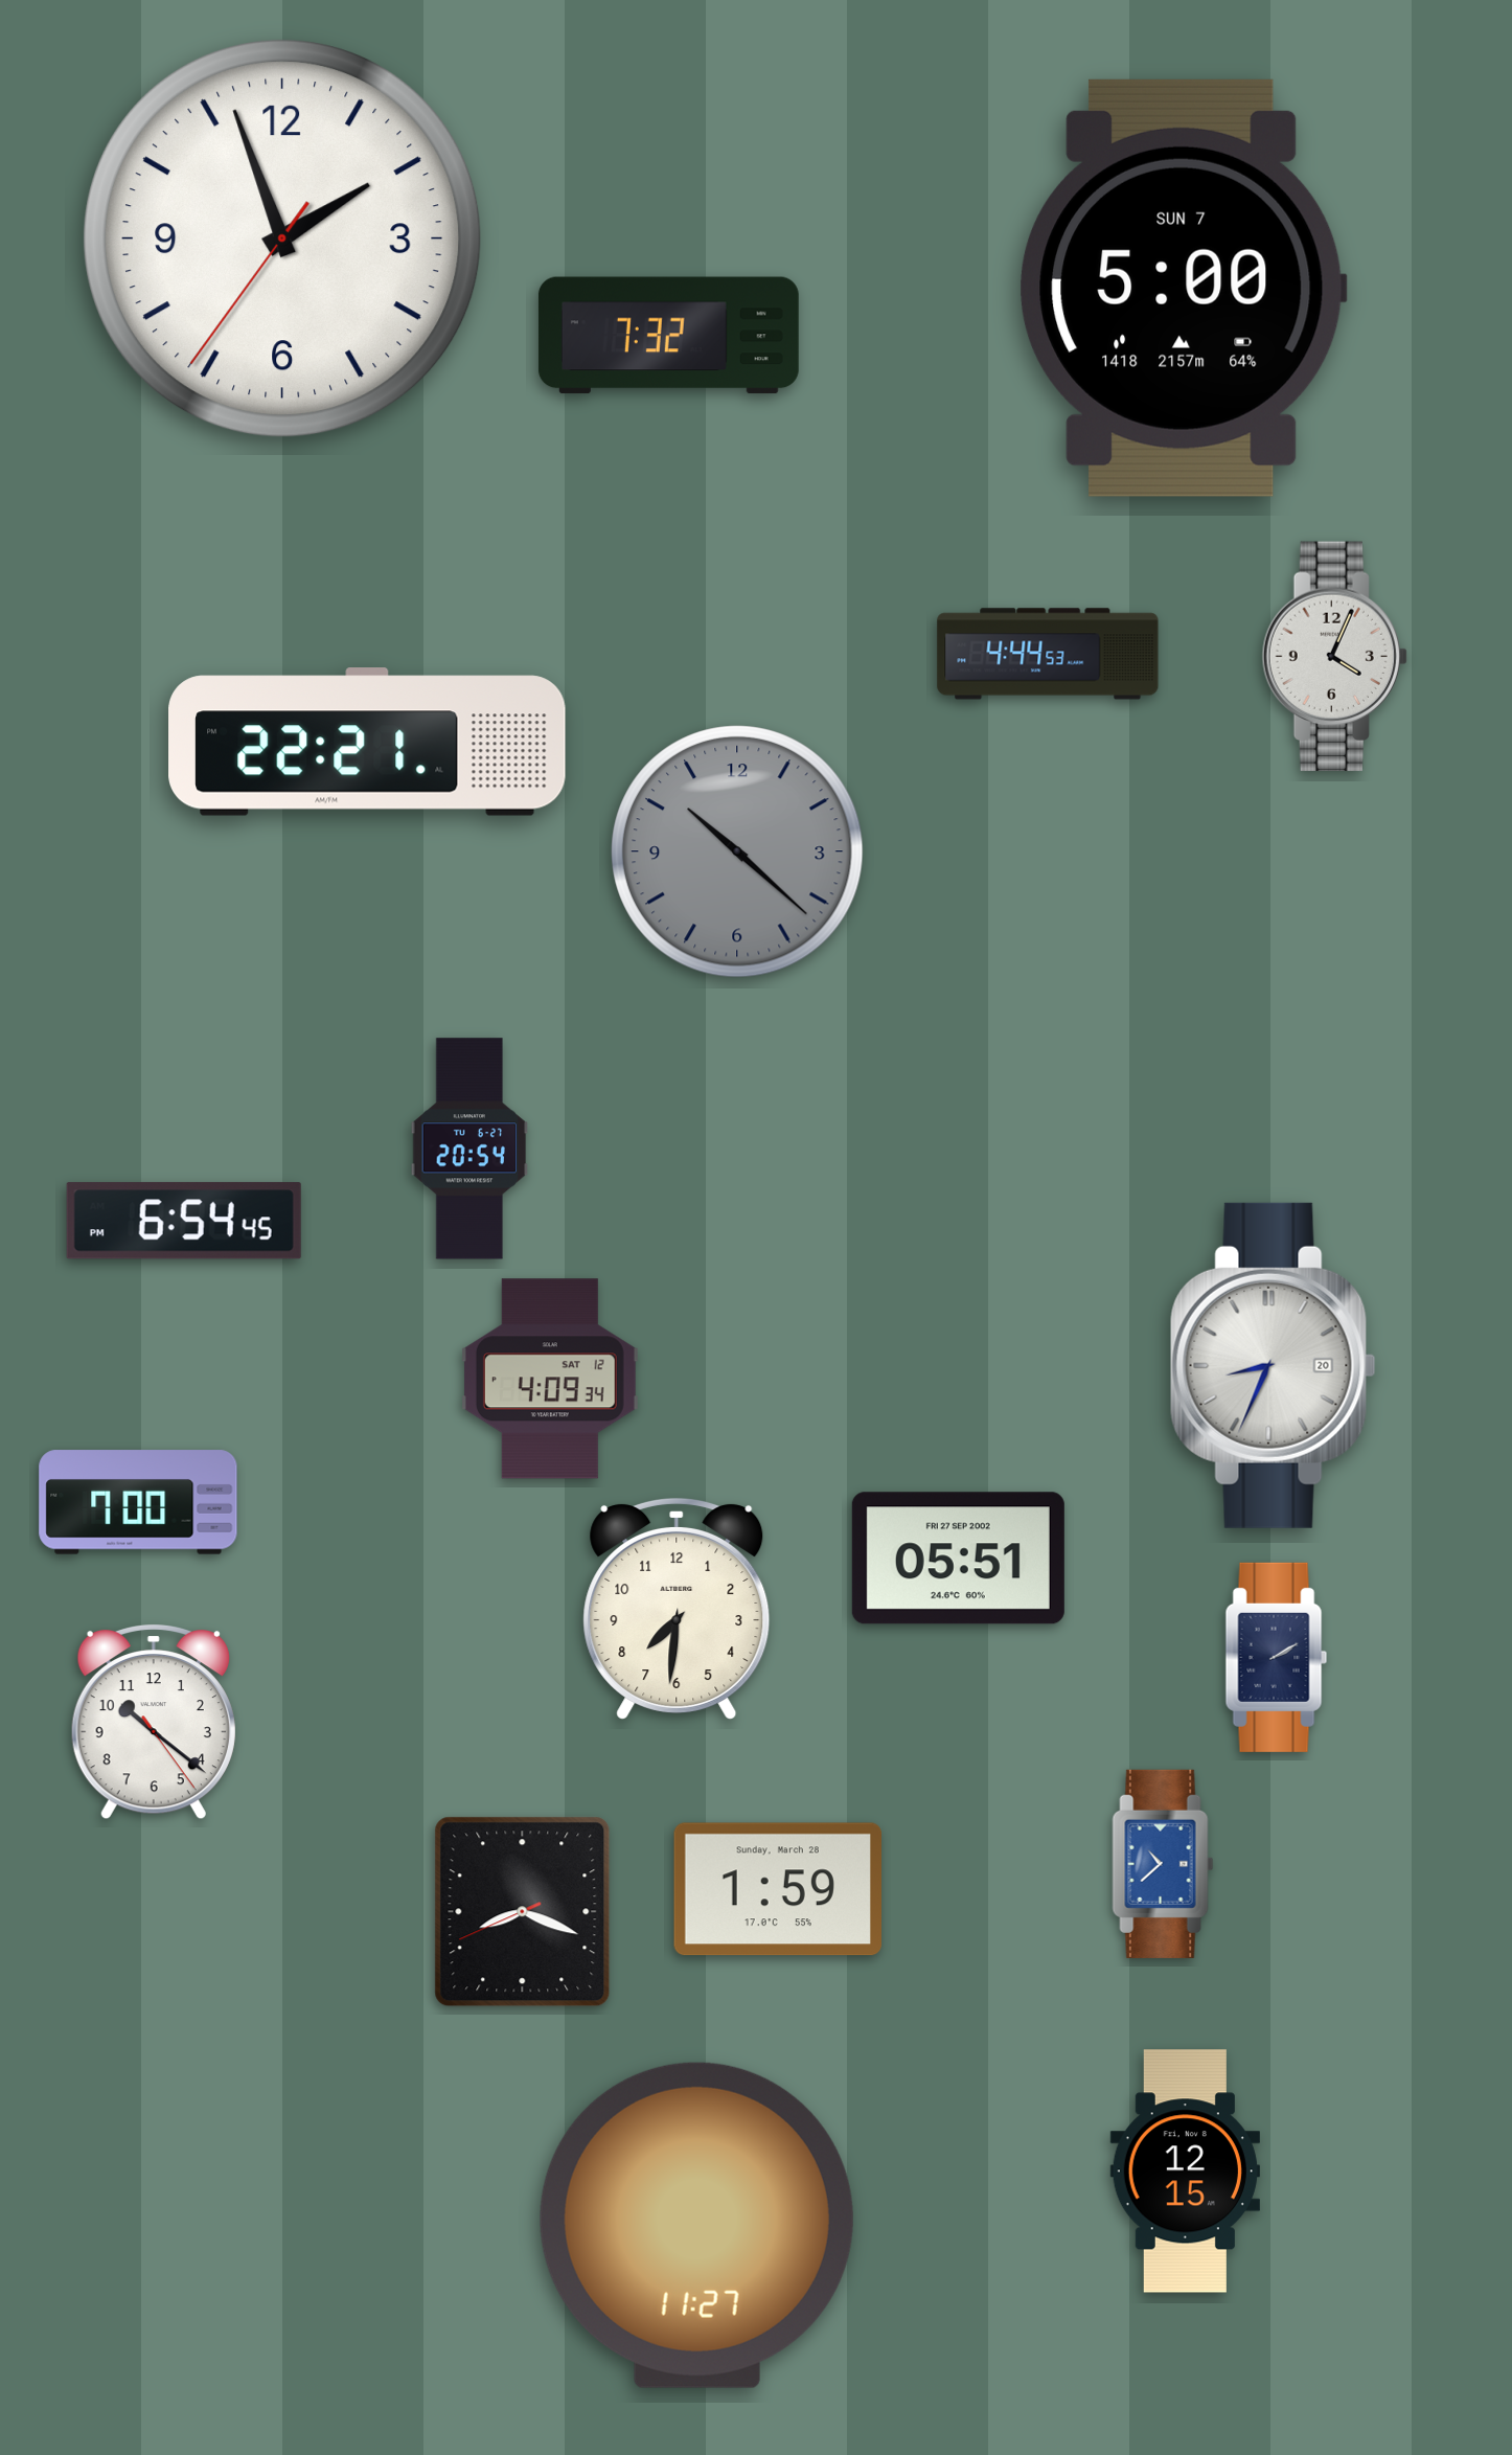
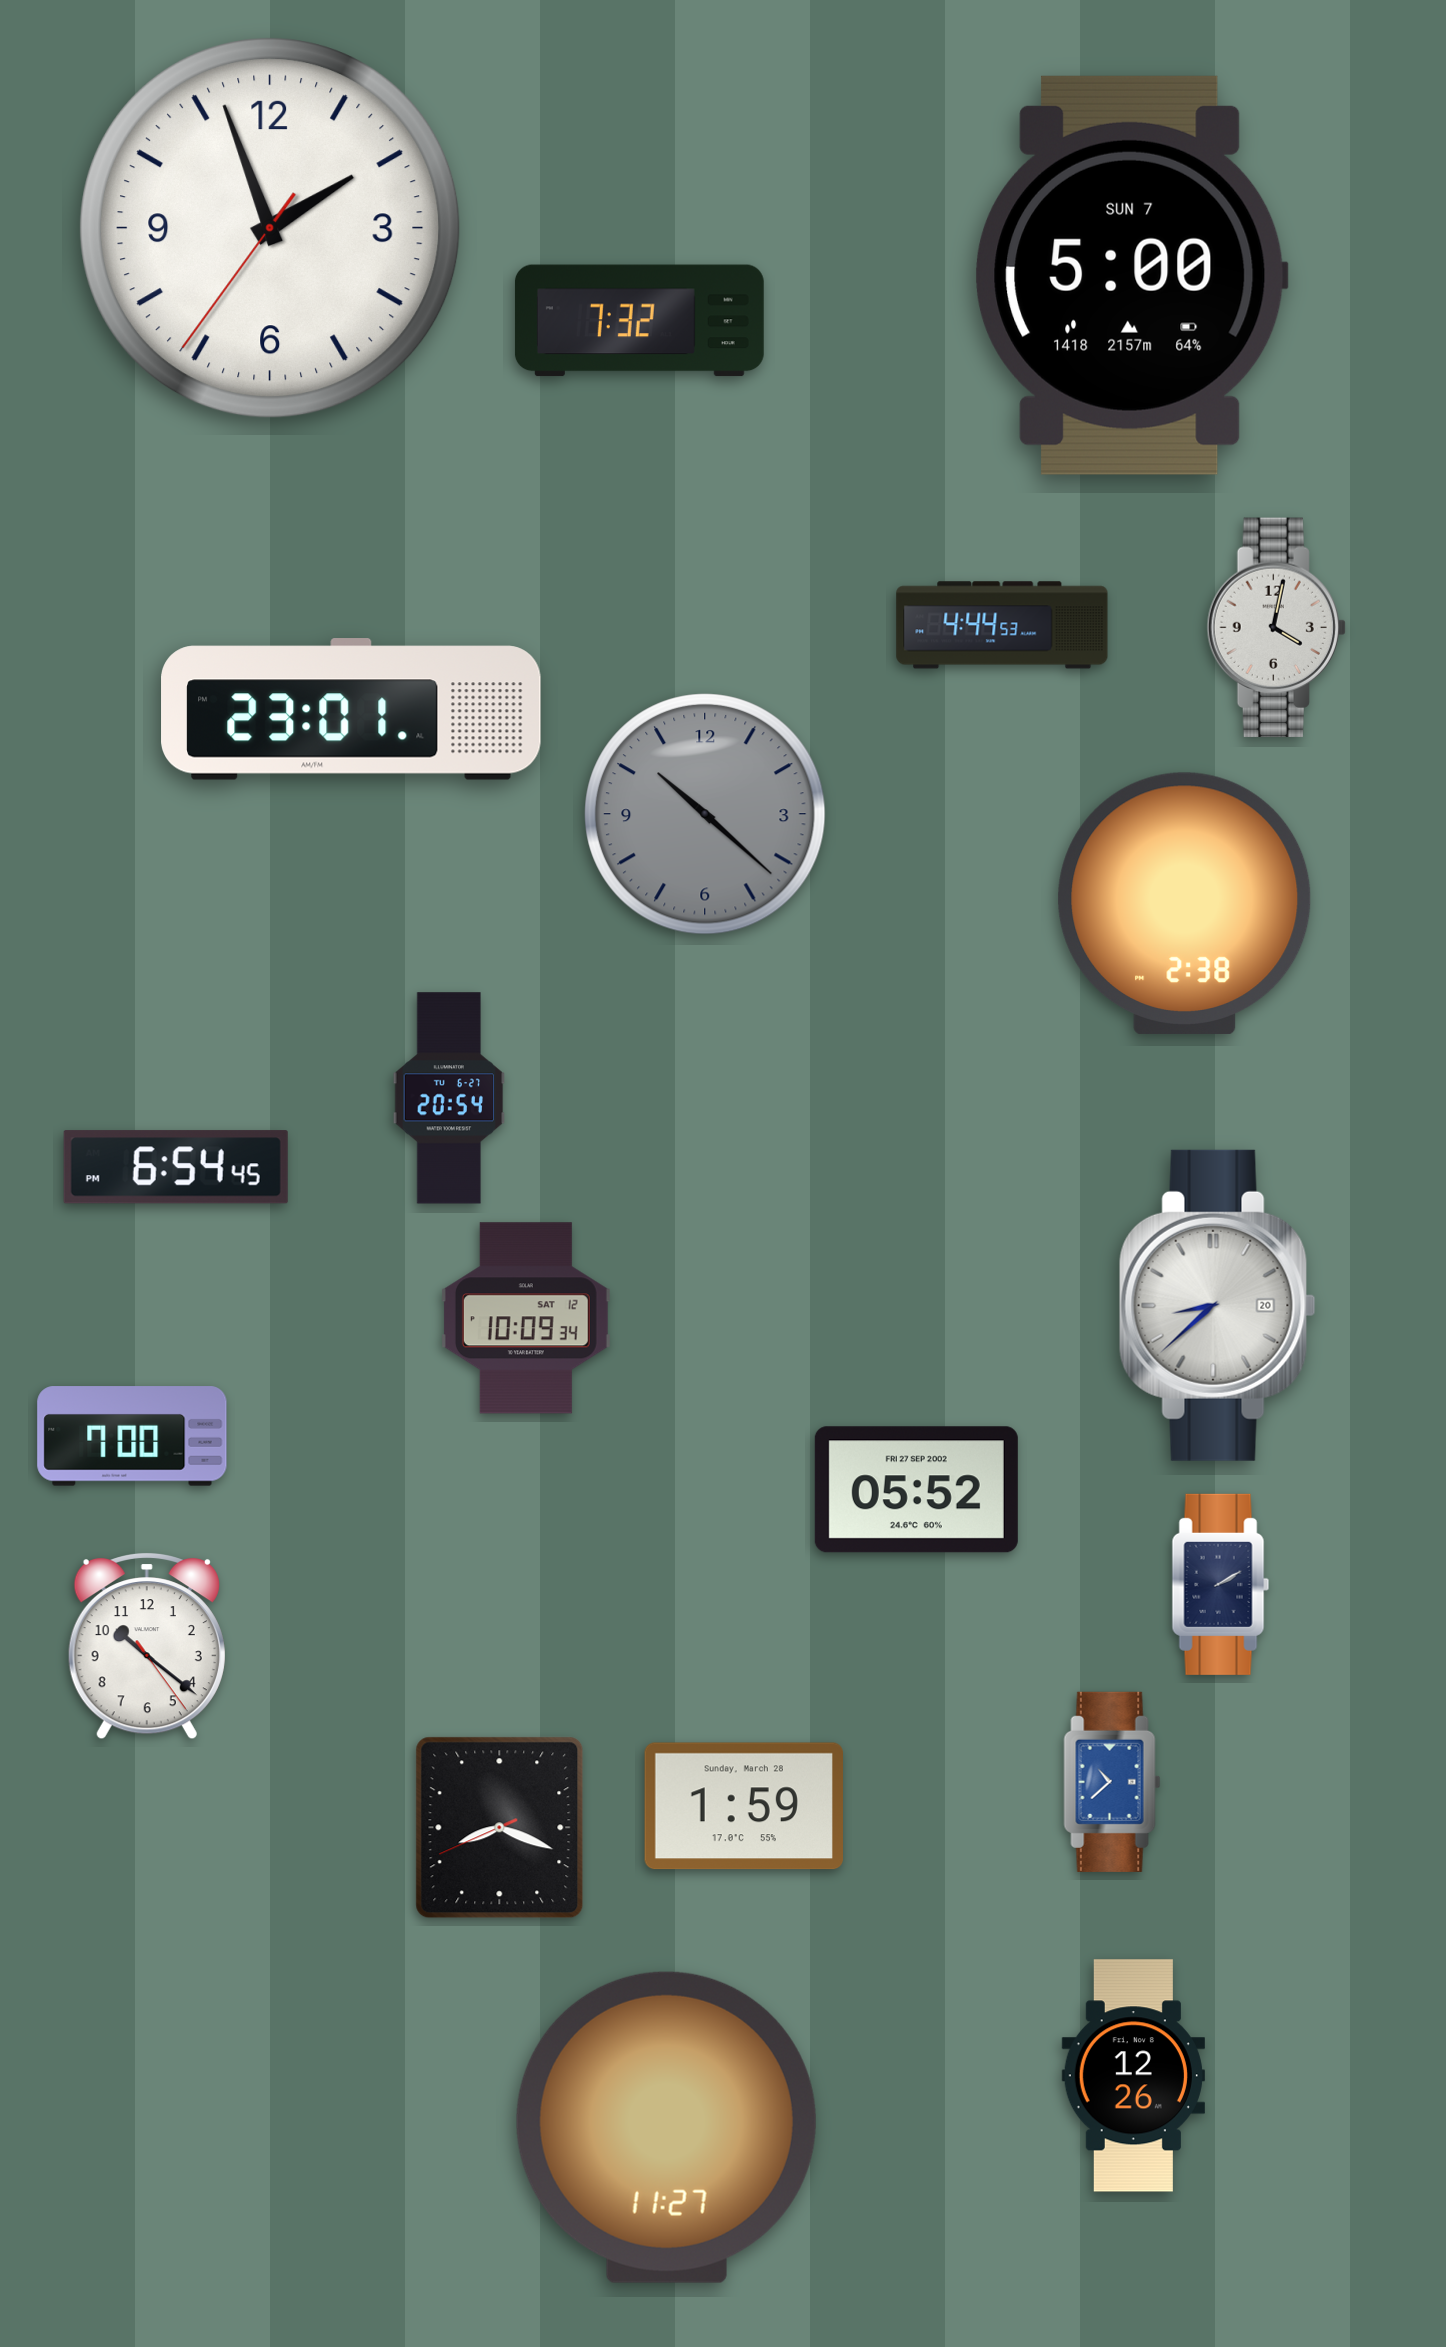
clock at (1334, 657): 4:04 -> 4:02
clock at (367, 742): 22:21 -> 23:01
clock at (1185, 903): none -> 2:38
clock at (1273, 1365): 8:34 -> 8:38
clock at (550, 1379): 4:09 -> 10:09
clock at (958, 1559): 05:51 -> 05:52
clock at (677, 1608): 7:31 -> none
clock at (1185, 2172): 12:15 -> 12:26
